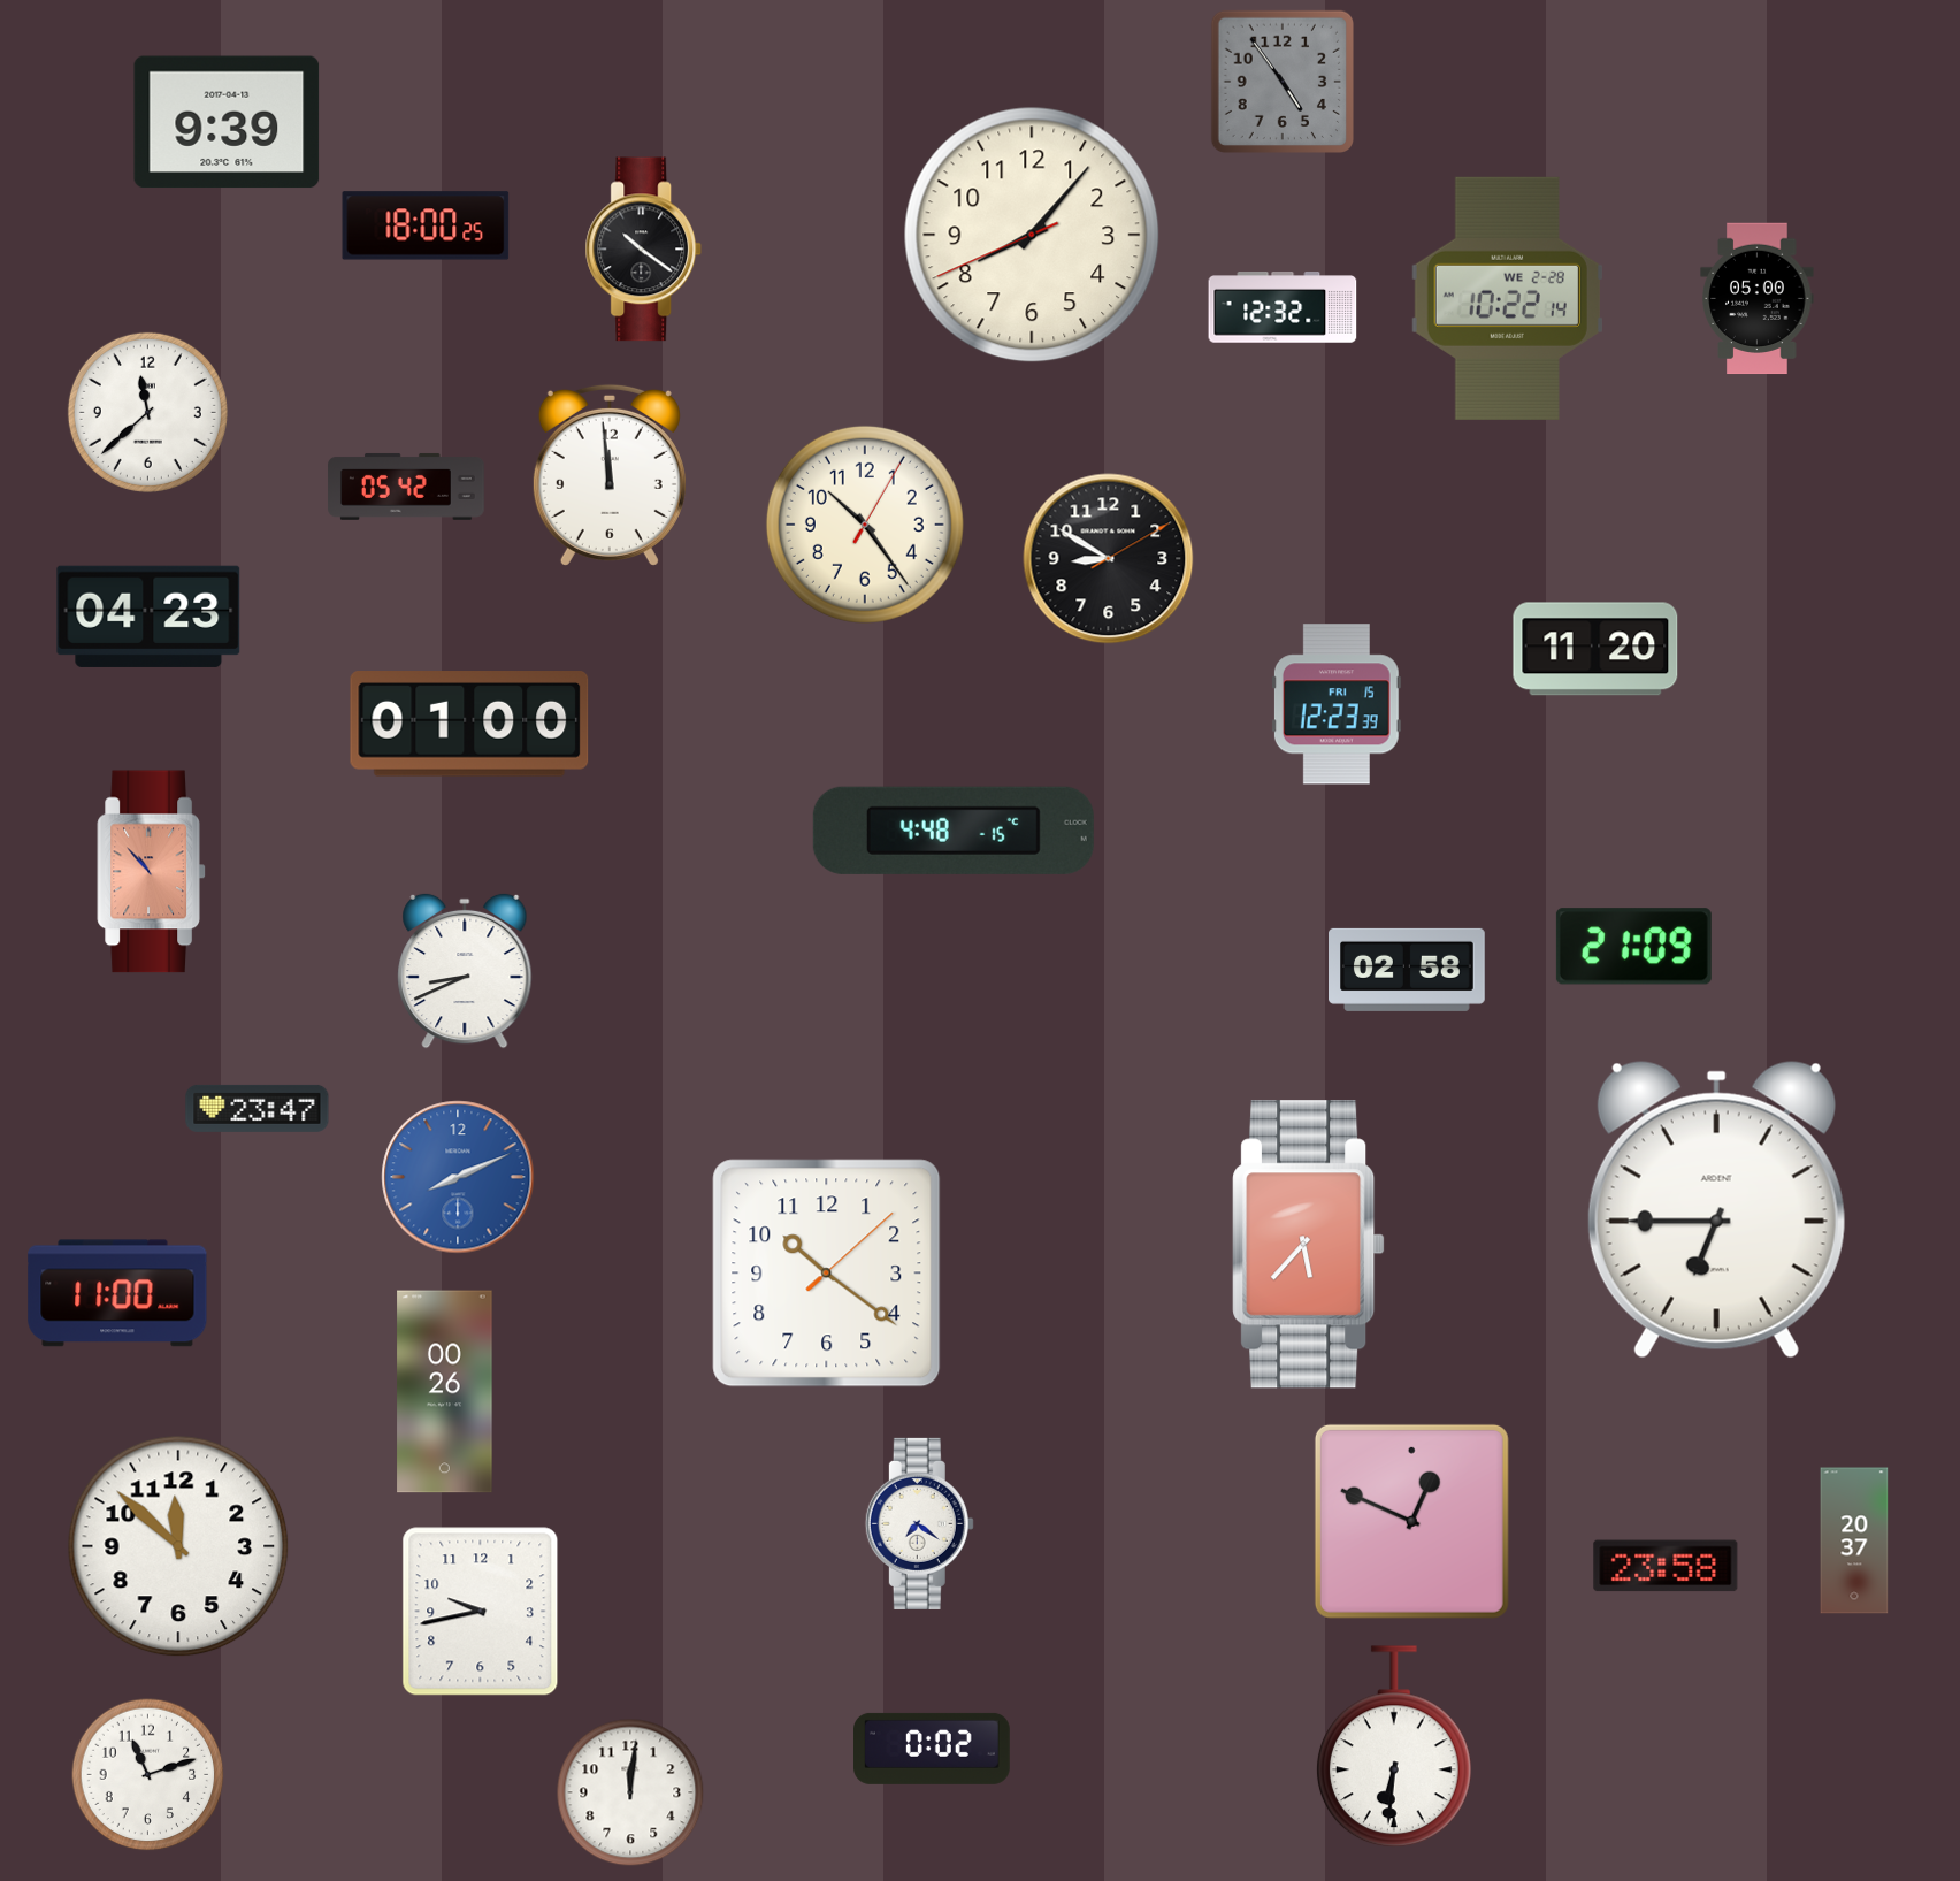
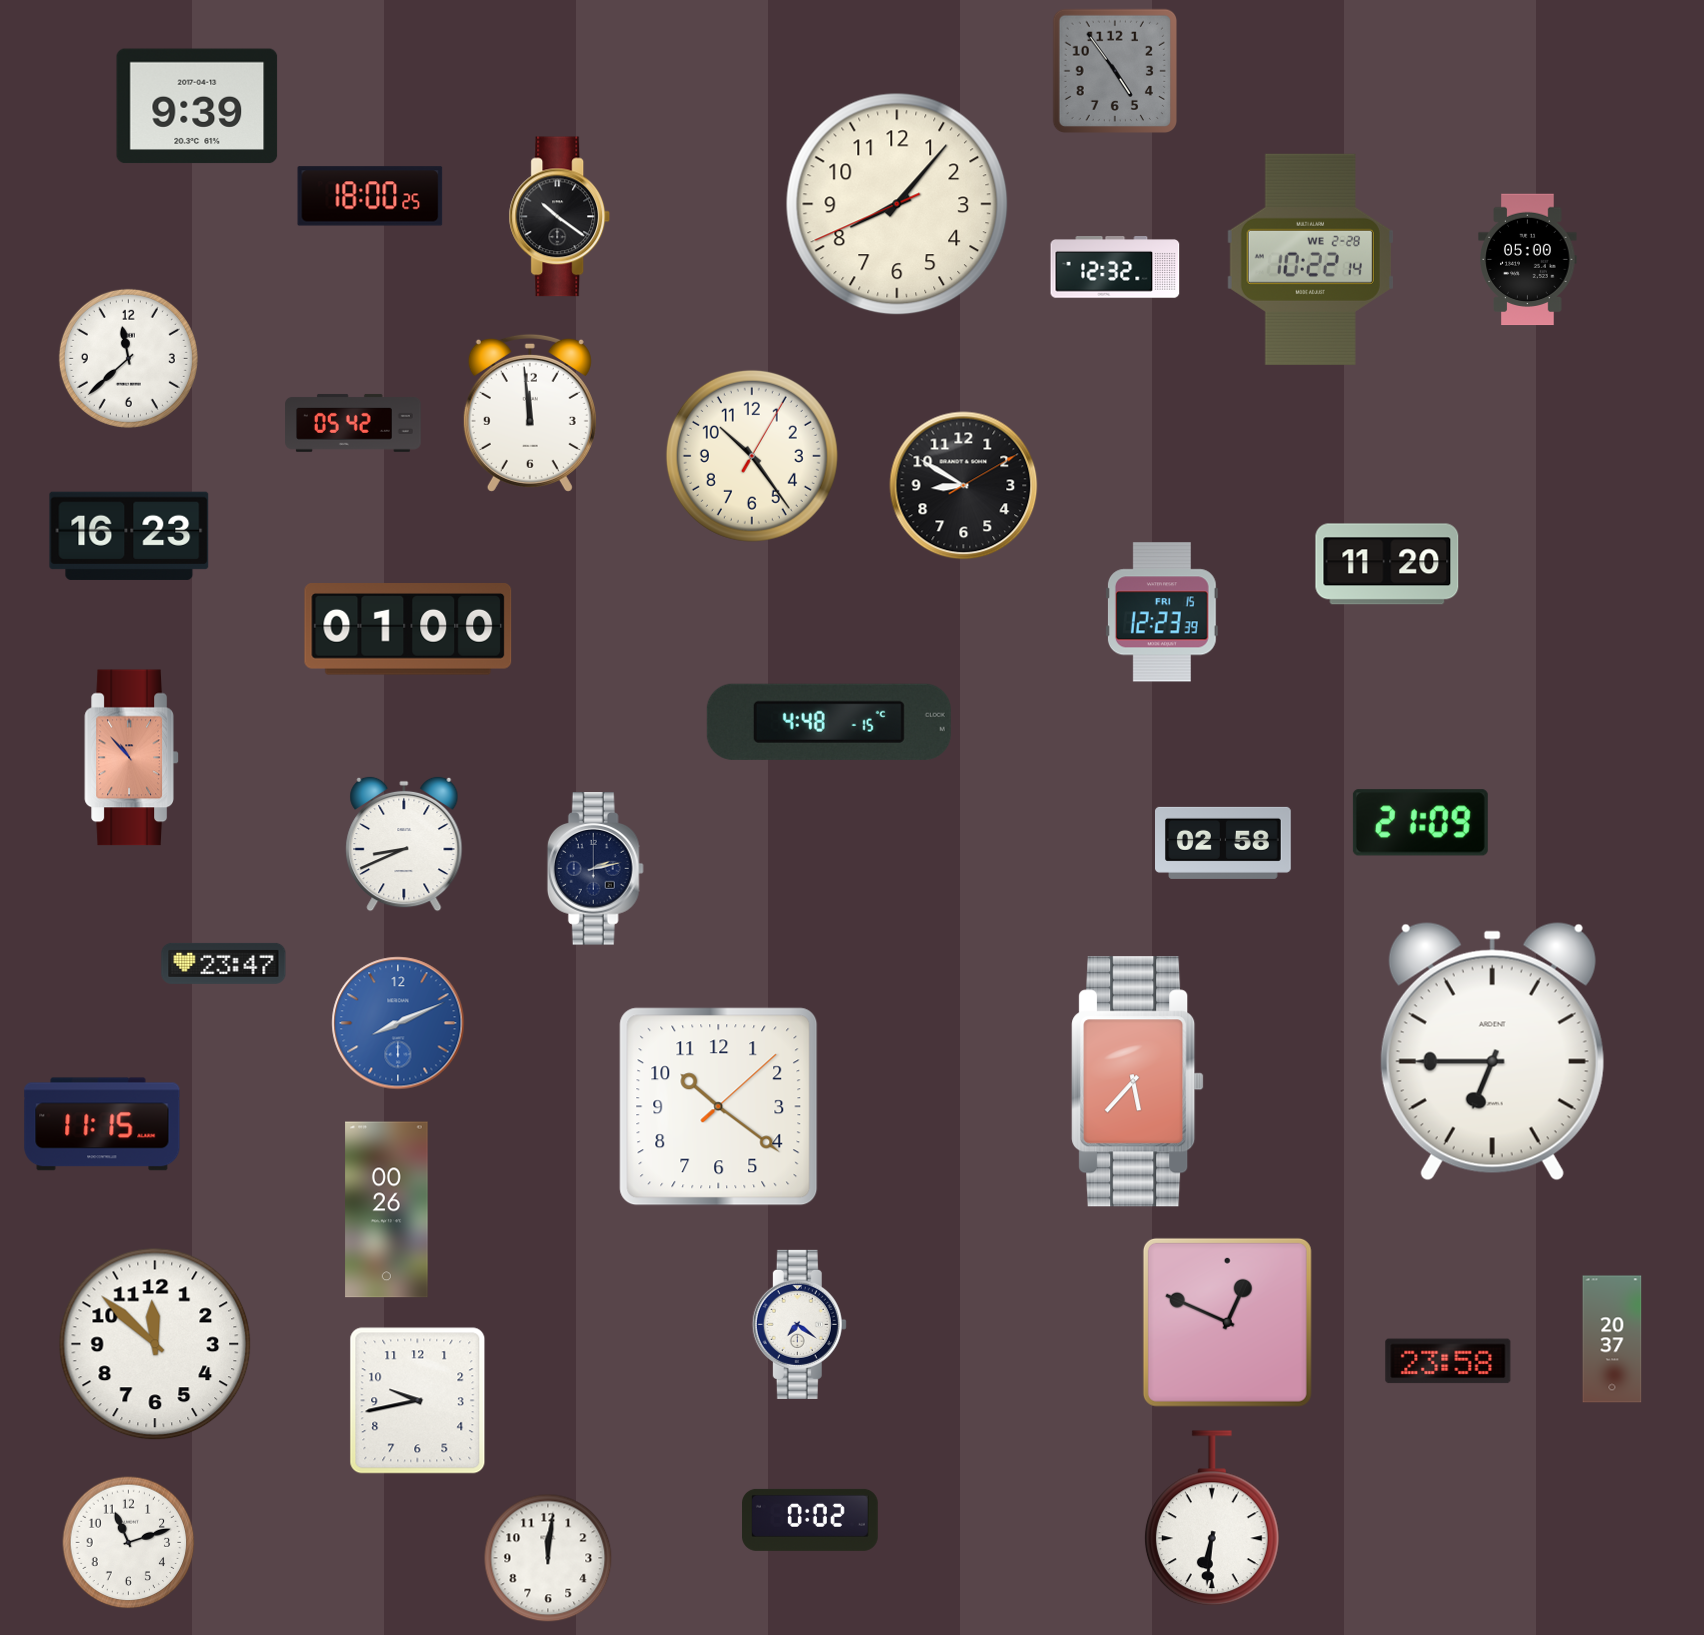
clock at (148, 617): 04:23 -> 16:23
clock at (595, 869): none -> 2:13
clock at (117, 1293): 11:00 -> 11:15
